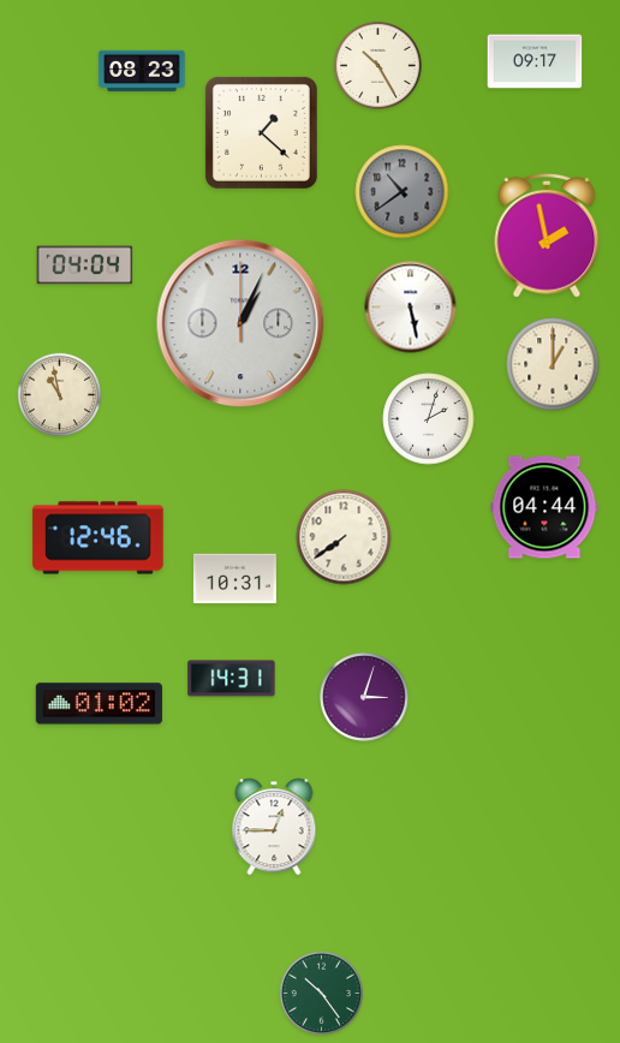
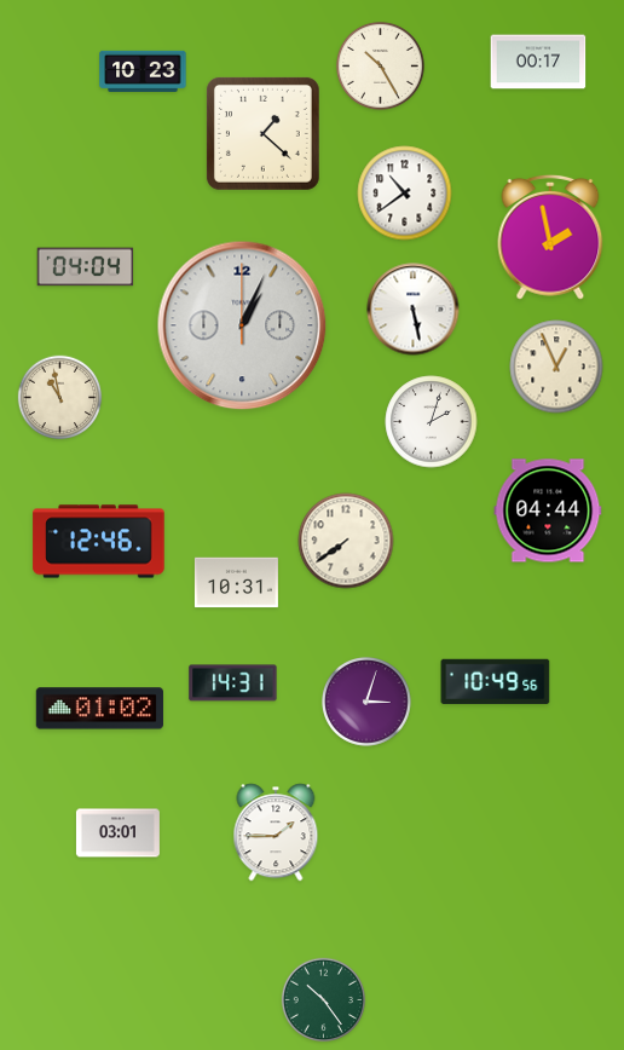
clock at (535, 61): 09:17 -> 00:17
clock at (142, 71): 08:23 -> 10:23
clock at (403, 192) dial: grey -> white
clock at (553, 364): 1:00 -> 12:56
clock at (496, 681): none -> 10:49
clock at (274, 827): 12:45 -> 1:45
clock at (117, 833): none -> 03:01
